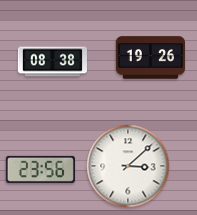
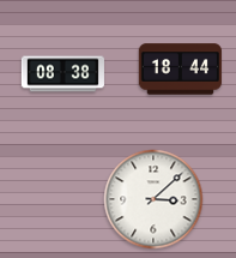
clock at (150, 58): 19:26 -> 18:44
clock at (40, 169): 23:56 -> none
